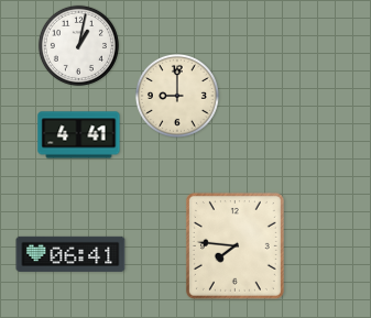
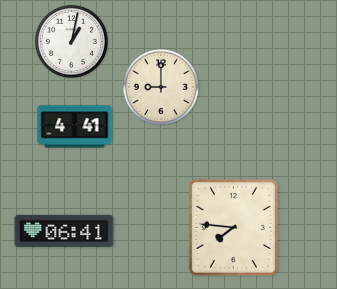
clock at (79, 135) position: (79, 135) -> (75, 127)
clock at (234, 245) position: (234, 245) -> (233, 227)
